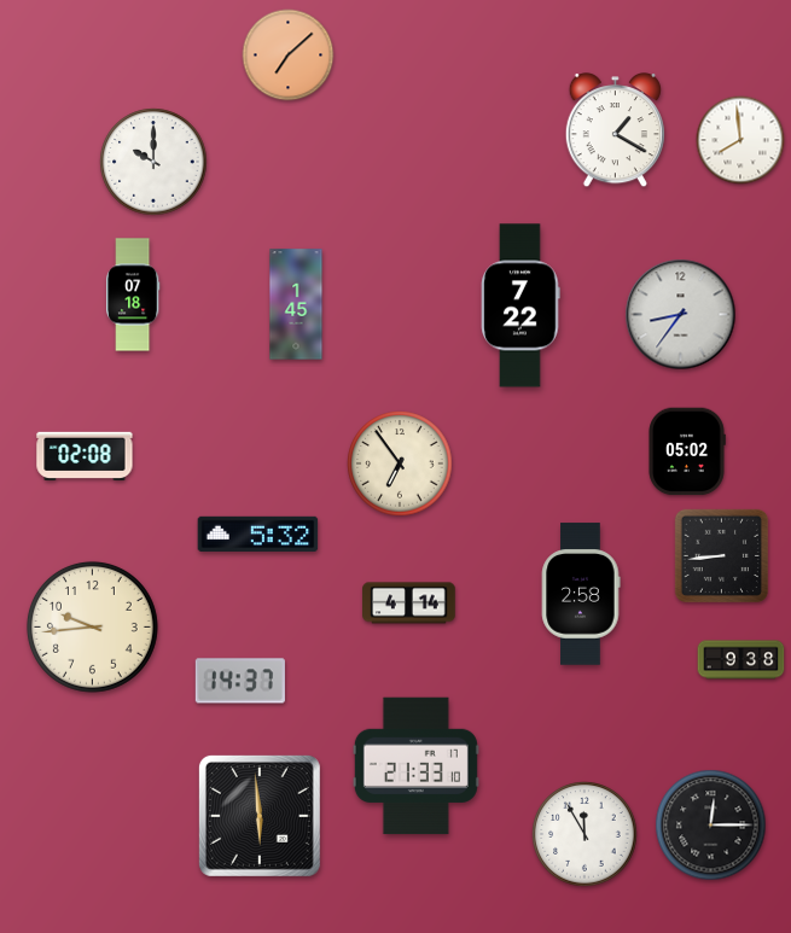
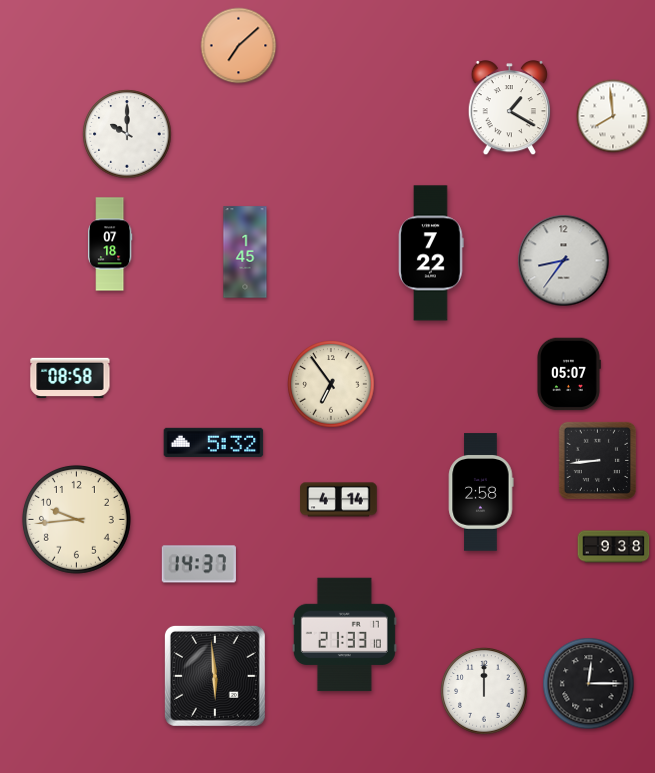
clock at (687, 451): 05:02 -> 05:07
clock at (85, 455): 02:08 -> 08:58
clock at (584, 834): 11:55 -> 12:00
